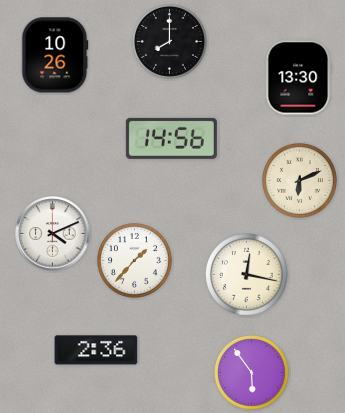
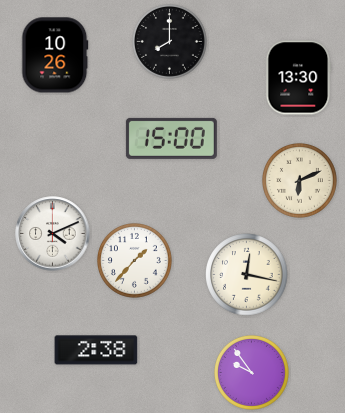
clock at (171, 138): 14:56 -> 15:00
clock at (96, 350): 2:36 -> 2:38
clock at (252, 373): 5:54 -> 9:54
